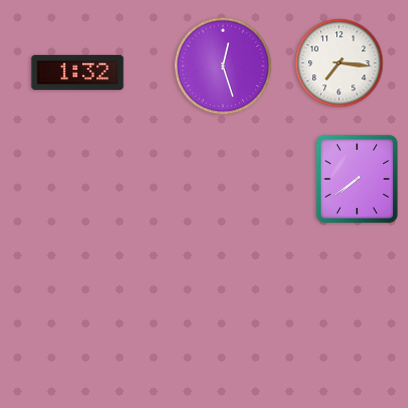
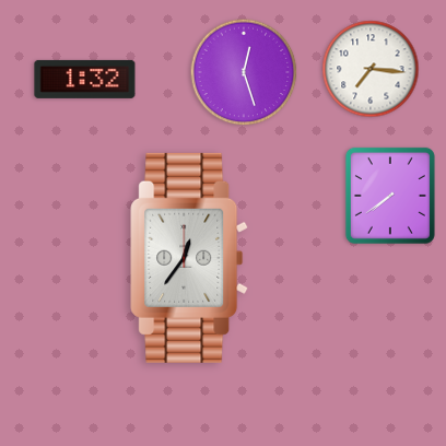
clock at (190, 258): none -> 12:36
